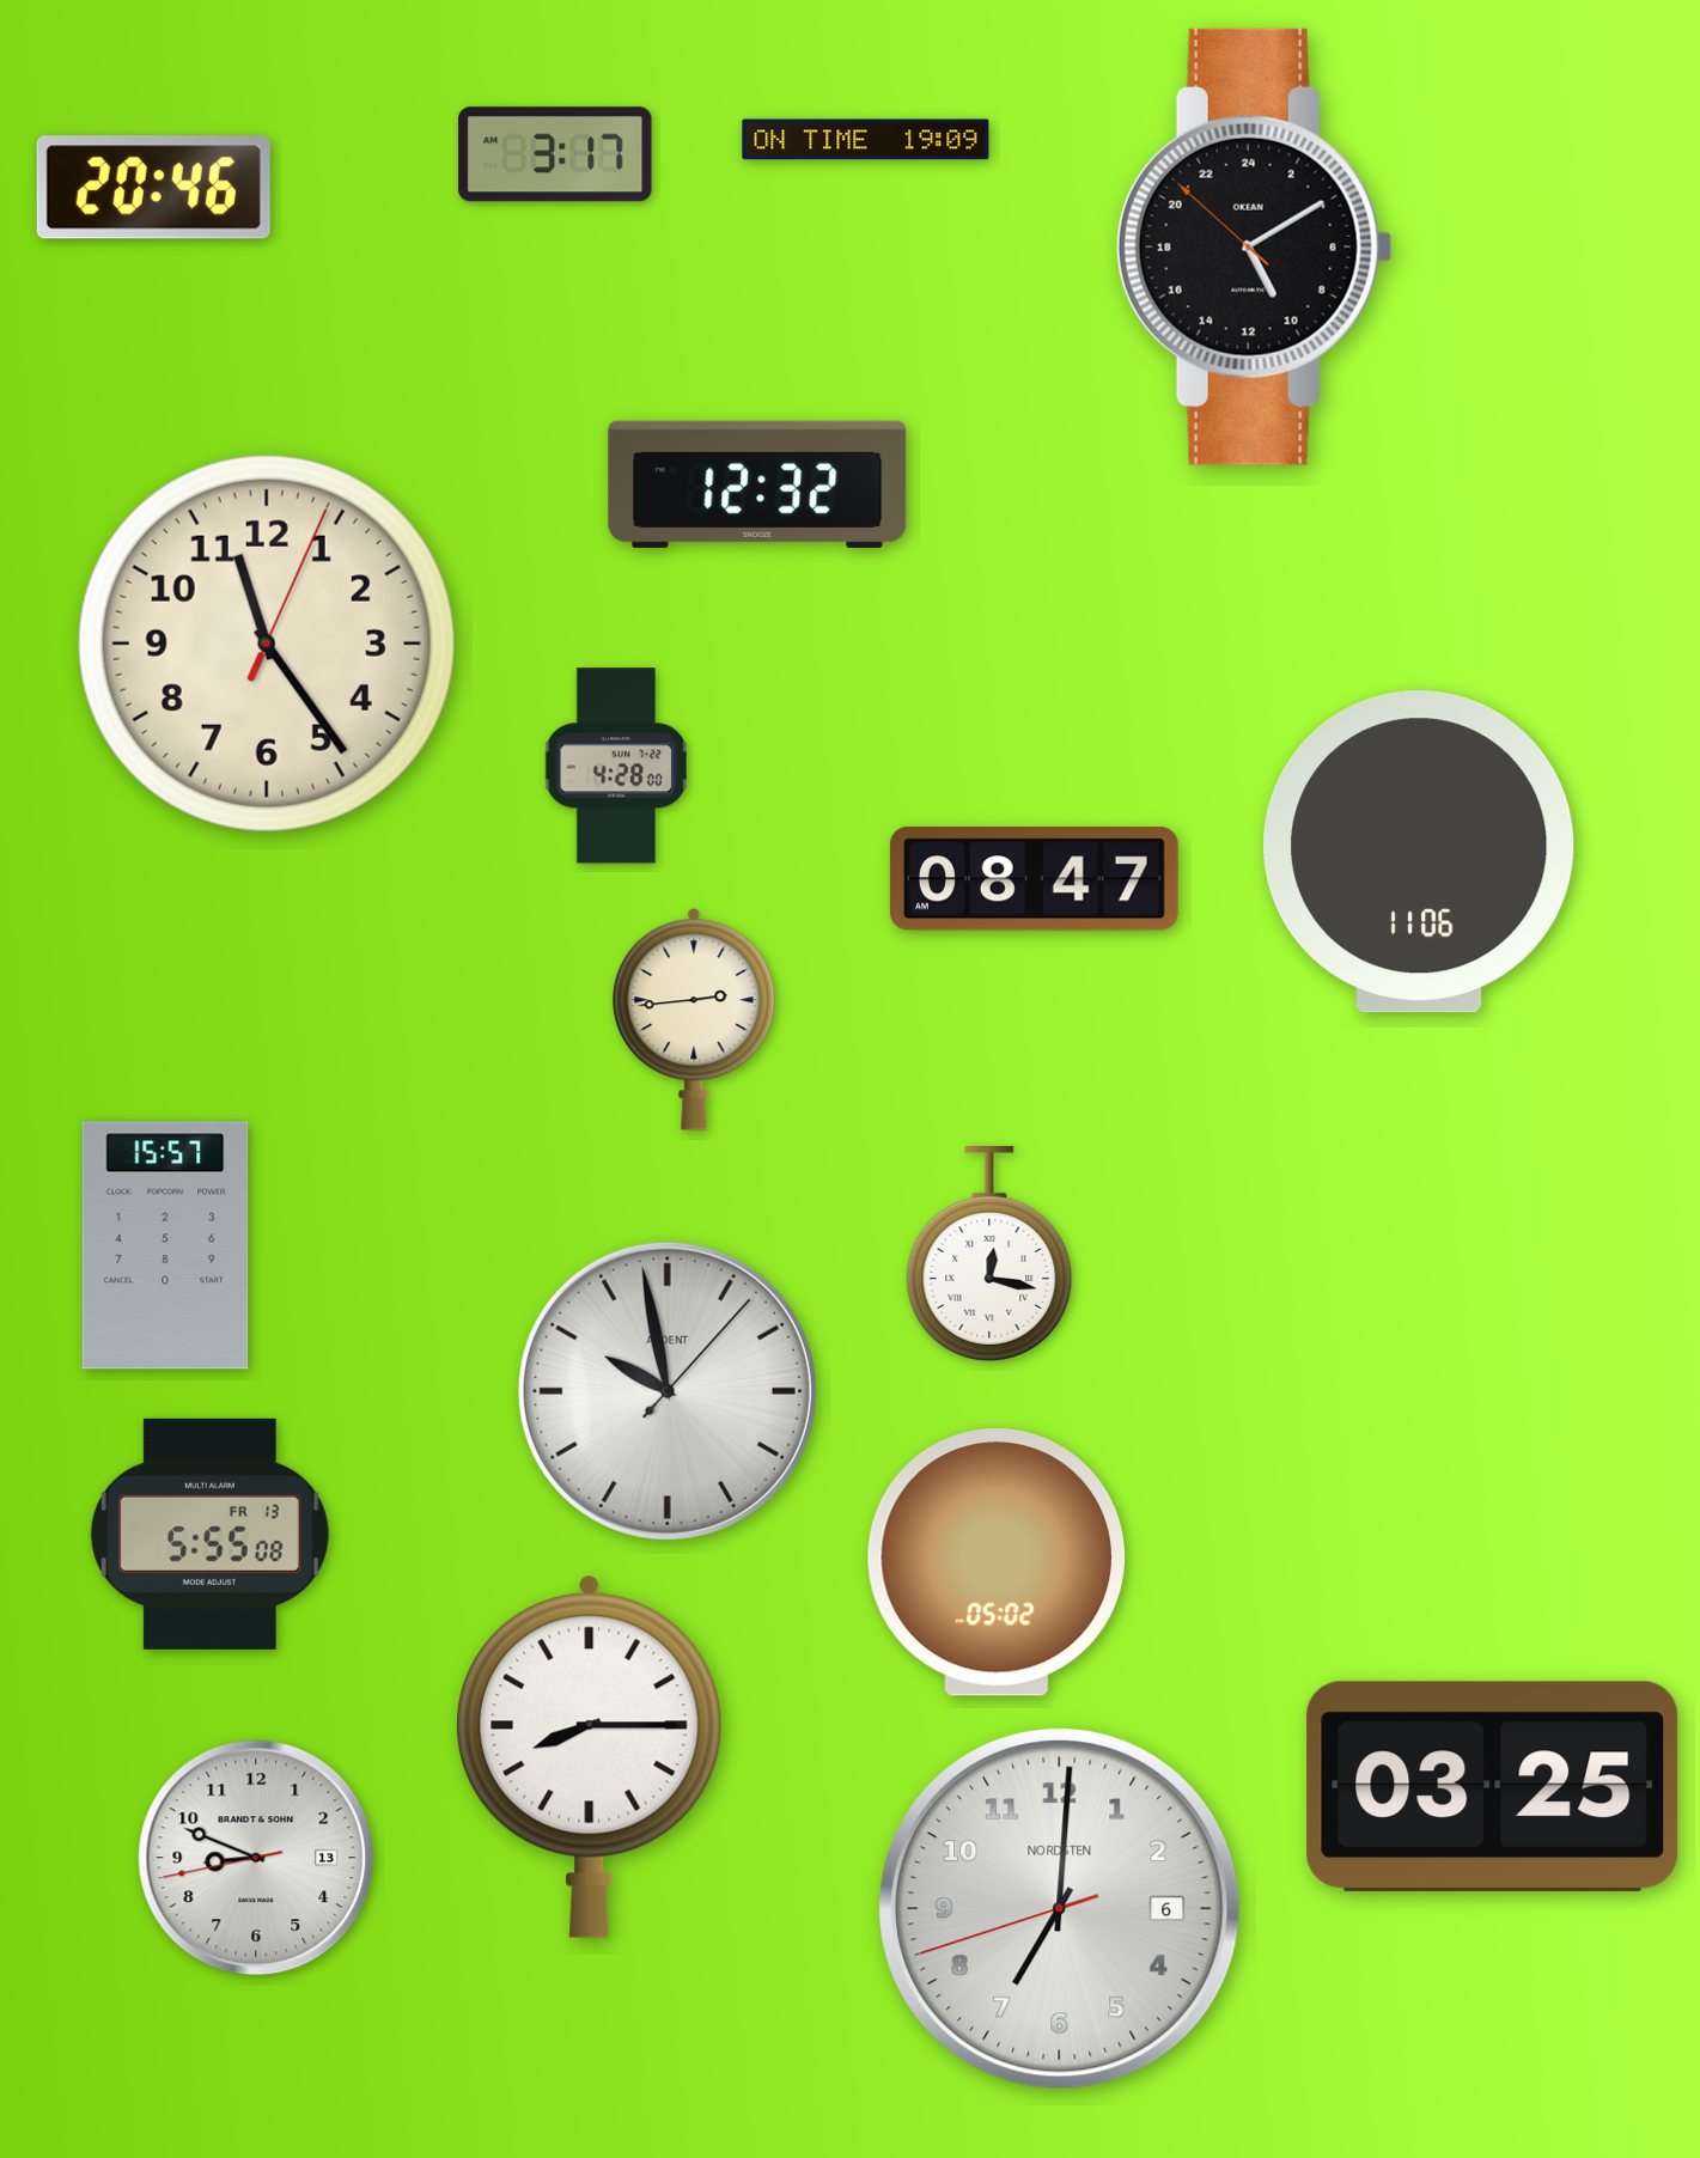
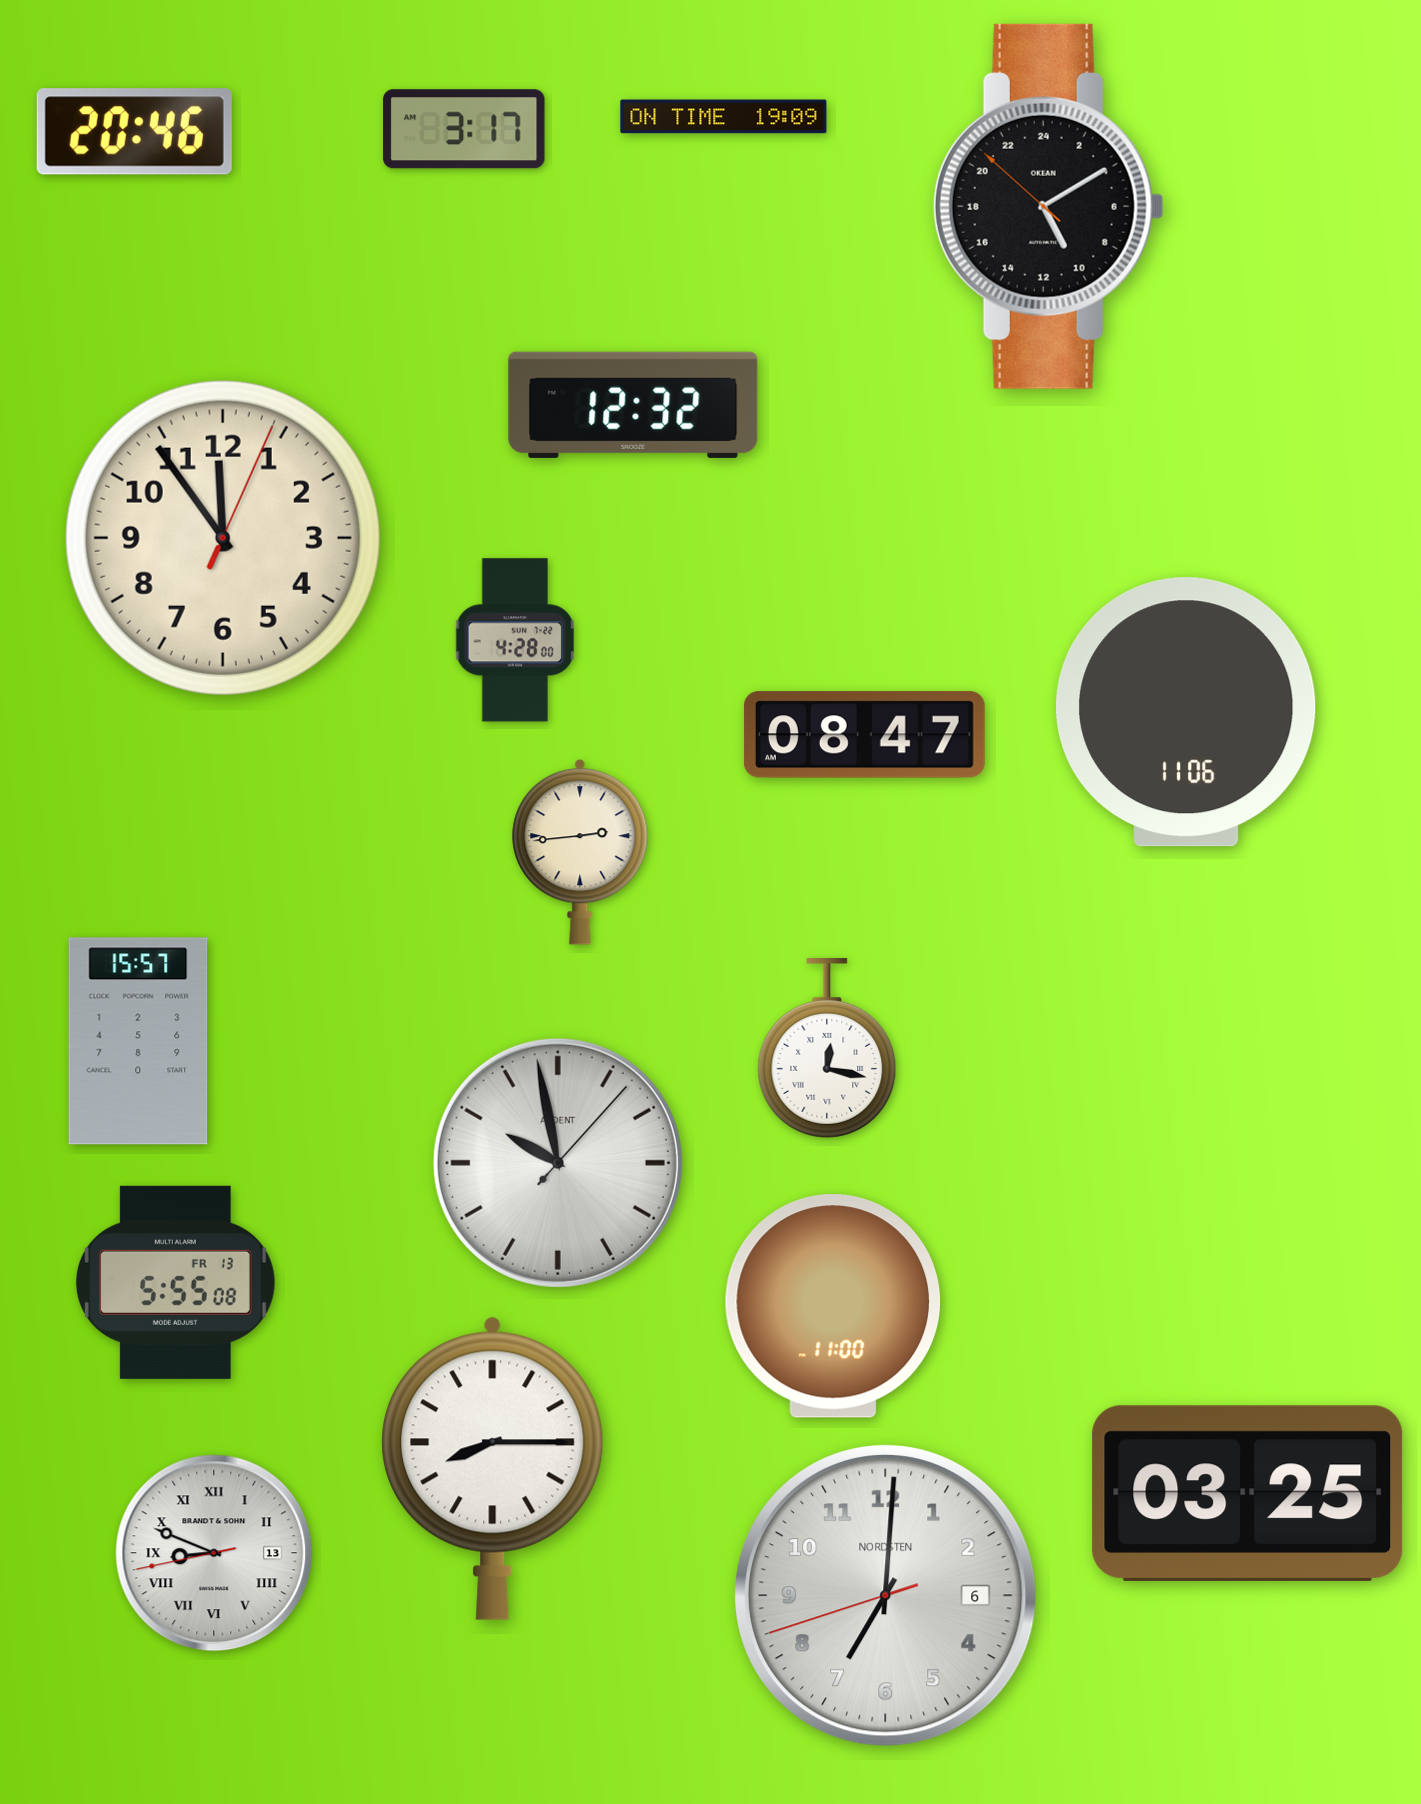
clock at (153, 188) position: (153, 188) -> (134, 132)
clock at (267, 644): 11:24 -> 11:54
clock at (997, 1562): 05:02 -> 11:00
clock at (256, 1858) numerals: Arabic -> Roman
